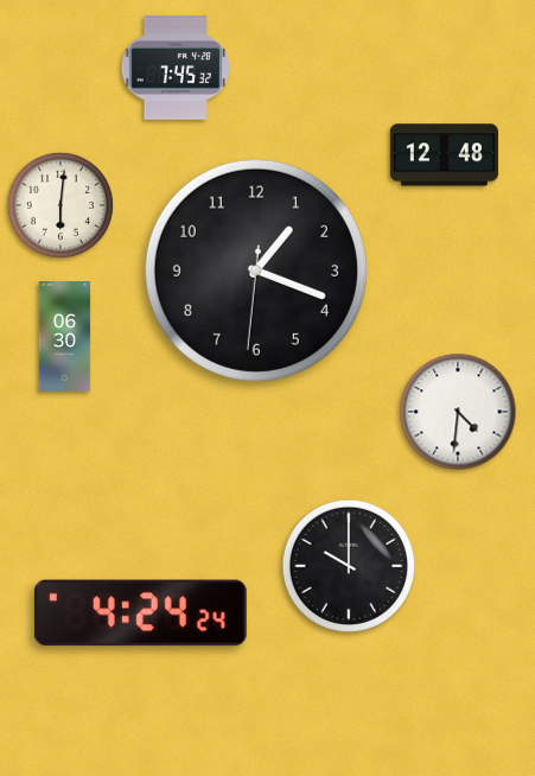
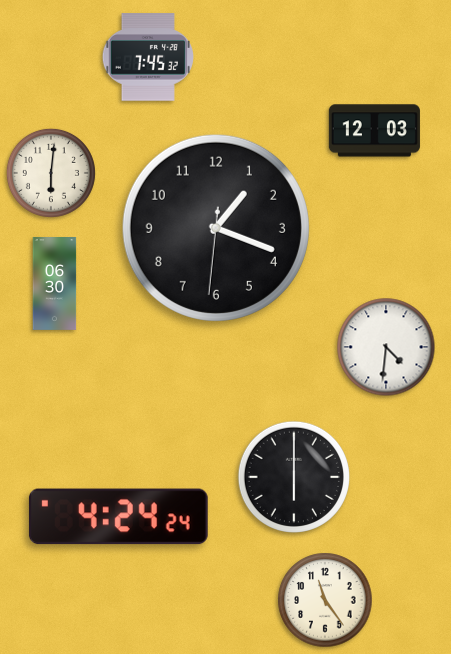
clock at (444, 155): 12:48 -> 12:03
clock at (349, 566): 10:00 -> 6:00
clock at (325, 600): none -> 11:24
